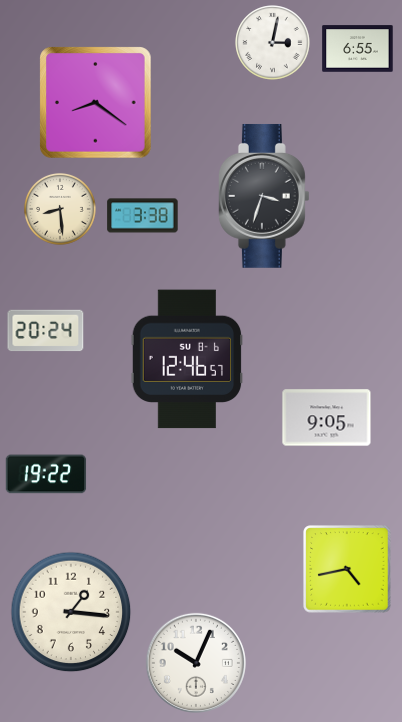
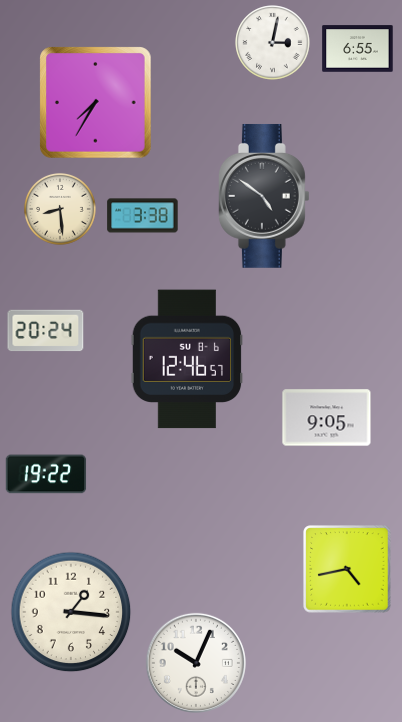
clock at (96, 103): 8:21 -> 7:35
clock at (264, 196): 3:33 -> 4:51
